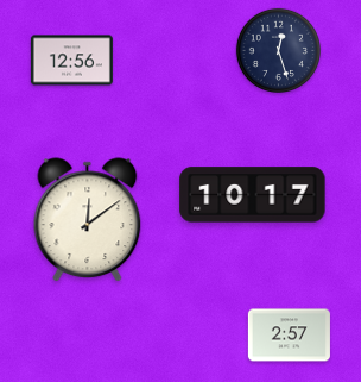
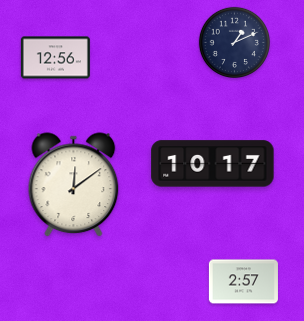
clock at (278, 50): 12:27 -> 1:11
clock at (71, 61) position: (71, 61) -> (55, 58)
